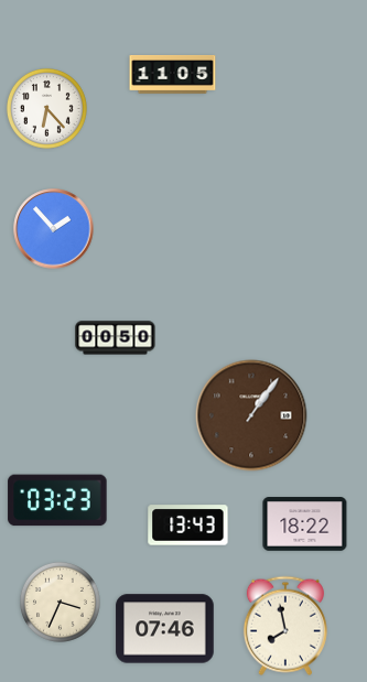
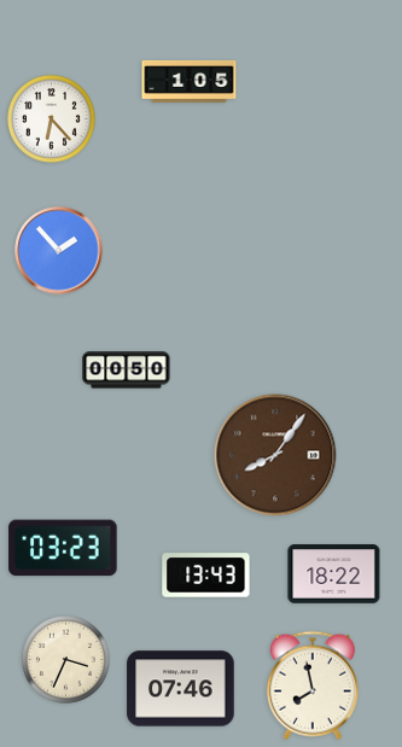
clock at (173, 75): 11:05 -> 1:05
clock at (251, 415): 1:06 -> 8:06
